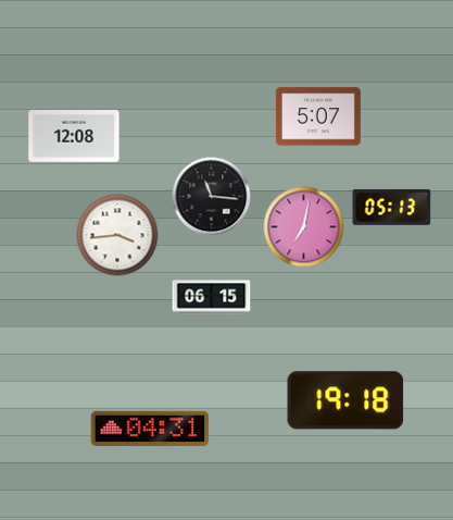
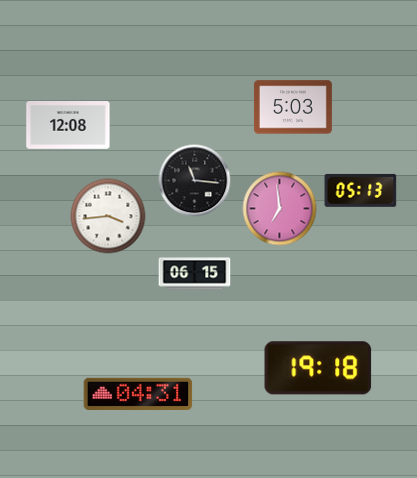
clock at (318, 116): 5:07 -> 5:03
clock at (304, 227): 7:02 -> 6:59
